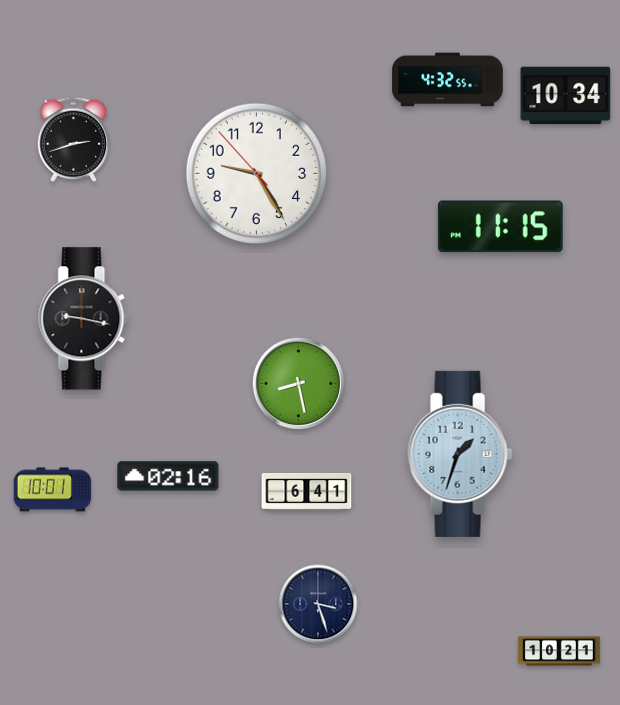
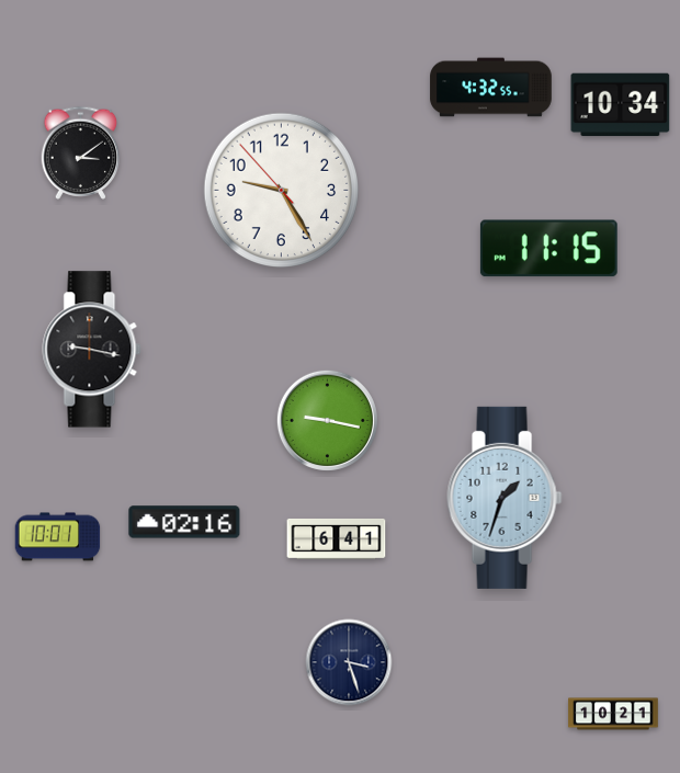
clock at (74, 139): 2:42 -> 3:09
clock at (298, 383): 8:28 -> 9:17
